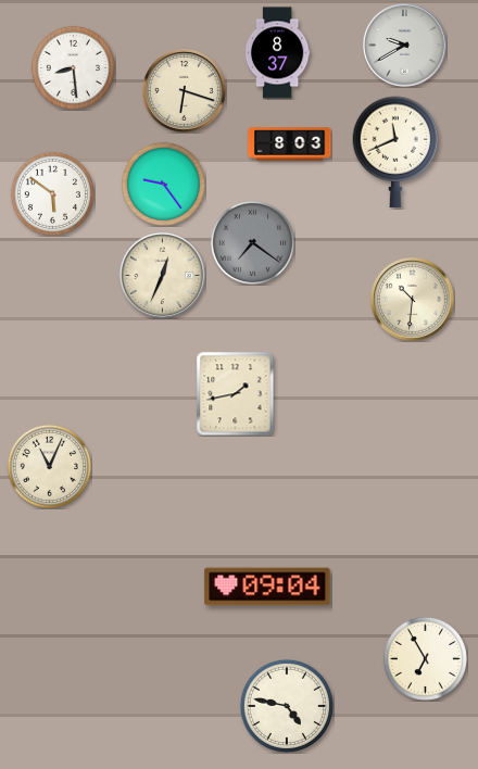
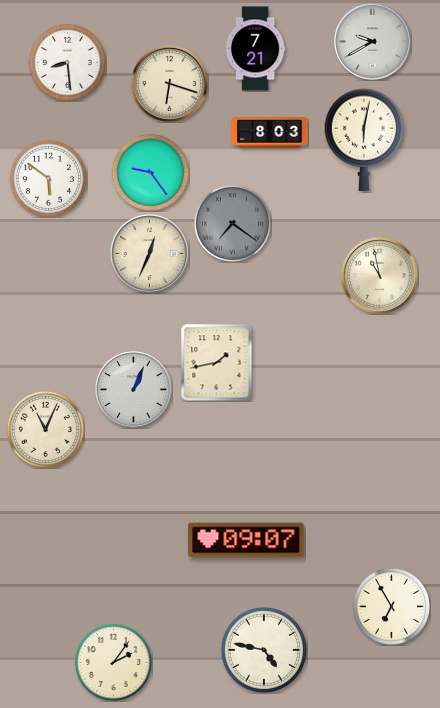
clock at (277, 53): 8:37 -> 7:21
clock at (290, 144) position: (290, 144) -> (270, 133)
clock at (395, 152): 11:41 -> 6:02
clock at (163, 184) position: (163, 184) -> (150, 172)
clock at (413, 300): 10:31 -> 10:58
clock at (134, 390): none -> 1:04
clock at (267, 587): 09:04 -> 09:07
clock at (113, 662): none -> 2:06
